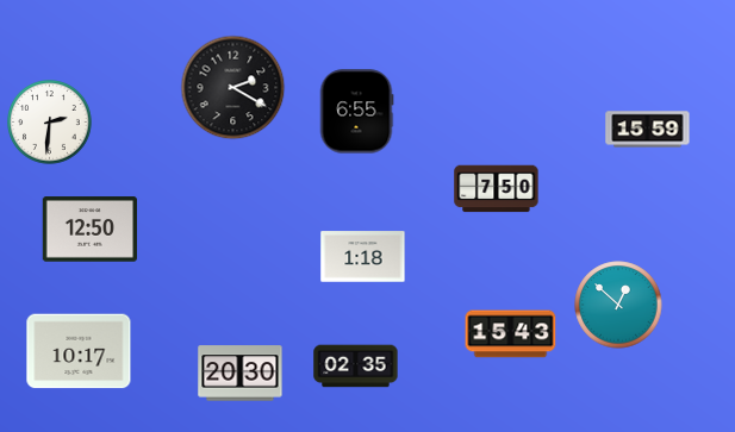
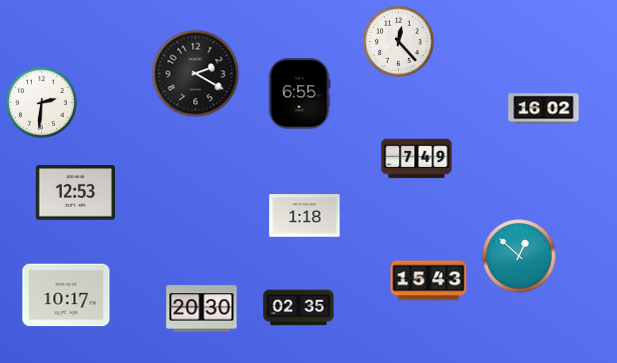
clock at (399, 42): none -> 12:23
clock at (648, 130): 15:59 -> 16:02
clock at (497, 189): 7:50 -> 7:49
clock at (89, 230): 12:50 -> 12:53
clock at (241, 374) position: (241, 374) -> (202, 309)
